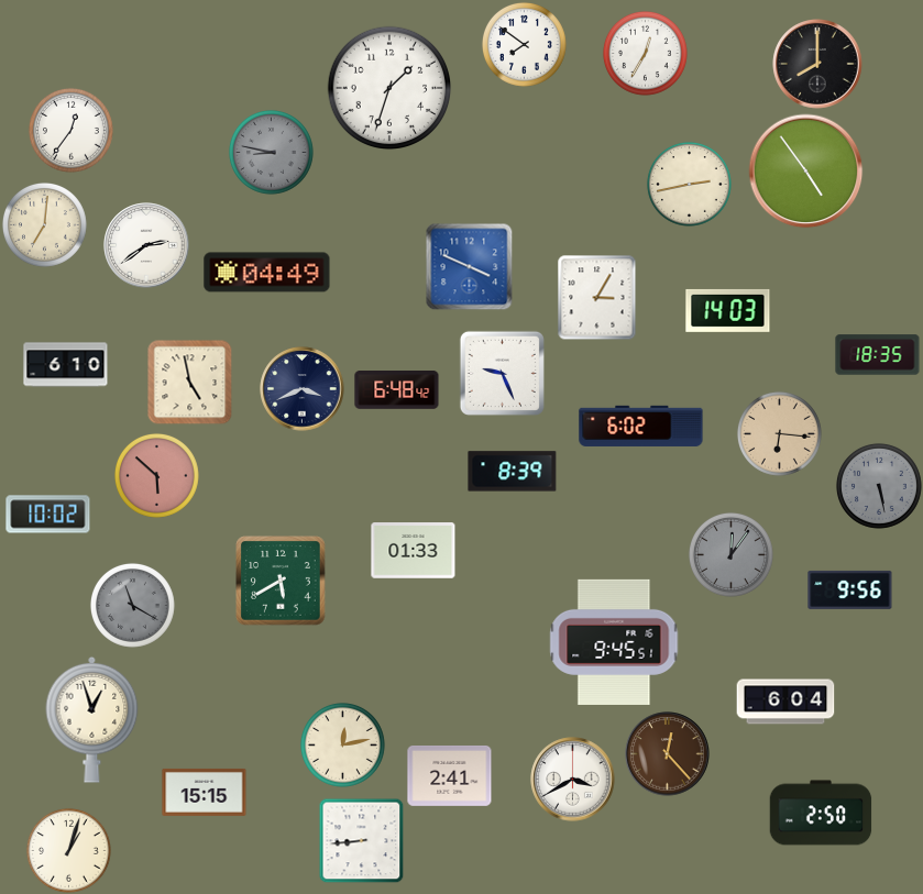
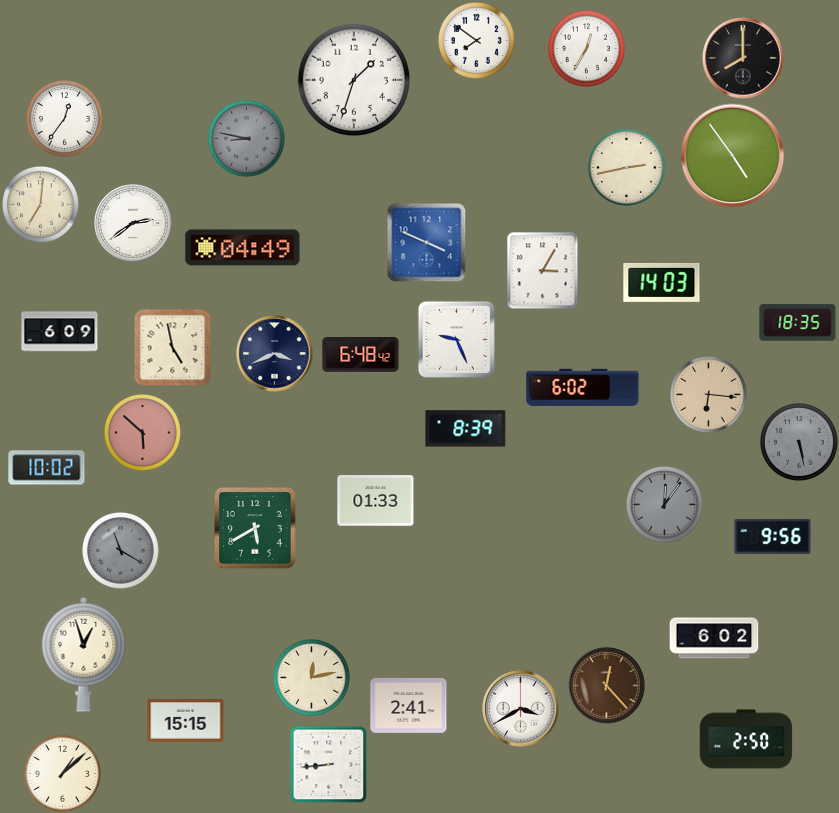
clock at (66, 365): 6:10 -> 6:09
clock at (48, 515) position: (48, 515) -> (47, 468)
clock at (614, 642): 9:45 -> none
clock at (785, 702): 6:04 -> 6:02
clock at (68, 850): 1:03 -> 1:08
